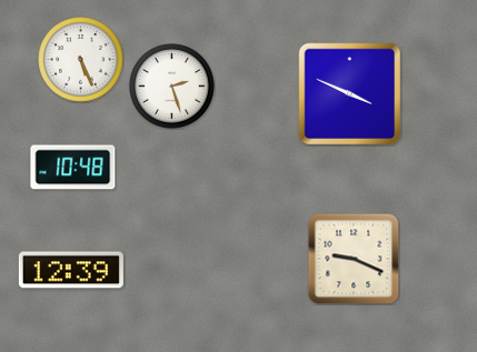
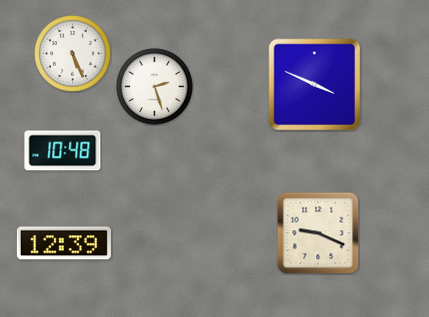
clock at (172, 87) position: (172, 87) -> (155, 87)
clock at (73, 168) position: (73, 168) -> (63, 151)
